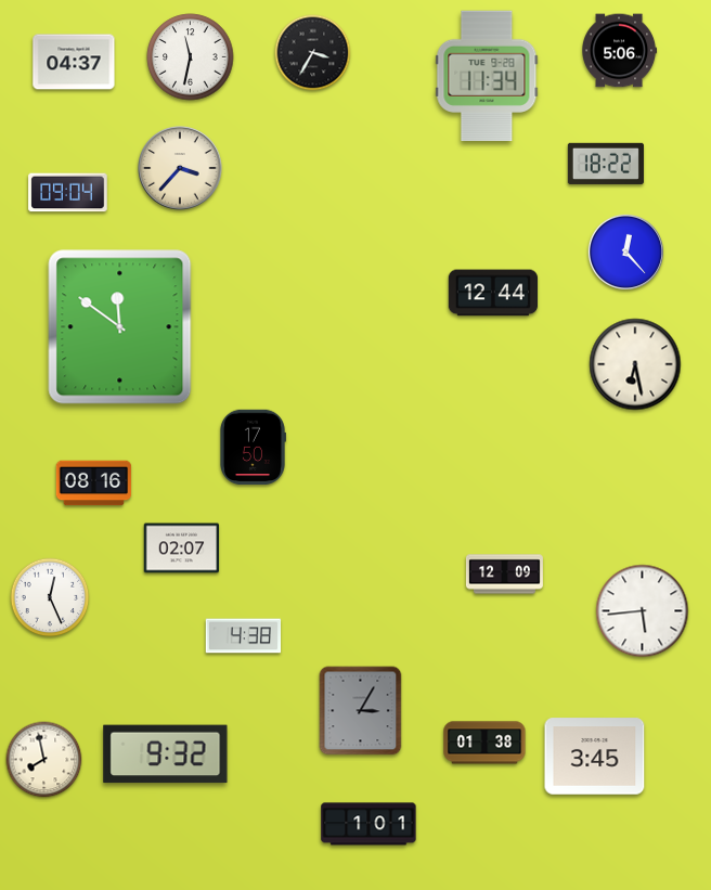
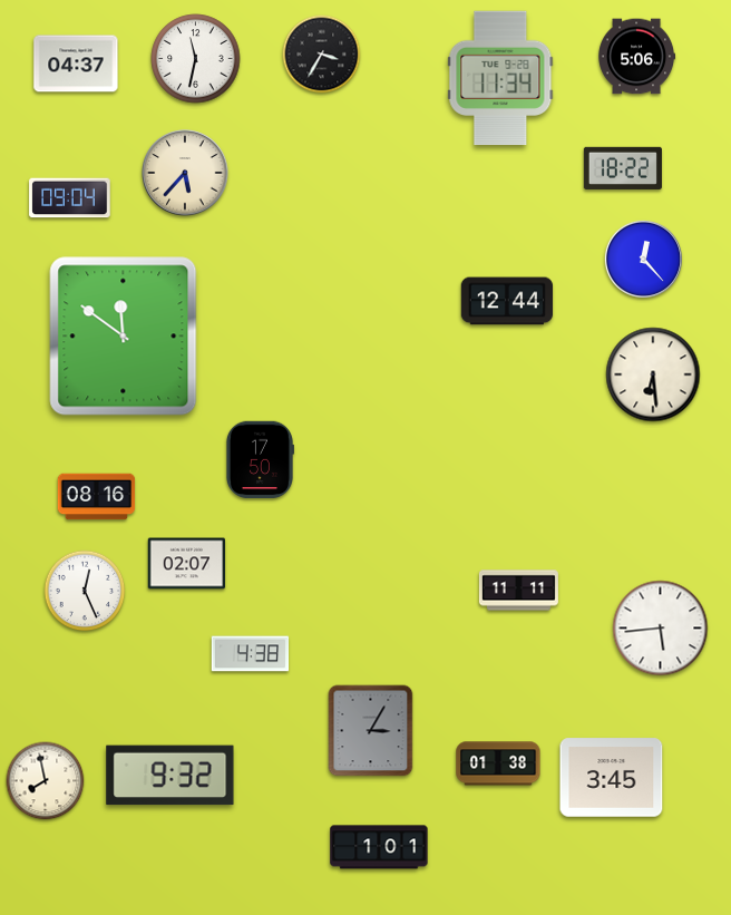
clock at (620, 51) position: (620, 51) -> (637, 57)
clock at (180, 168): 3:37 -> 5:37
clock at (635, 364): 6:28 -> 6:29
clock at (504, 575): 12:09 -> 11:11
clock at (50, 597) position: (50, 597) -> (85, 591)
